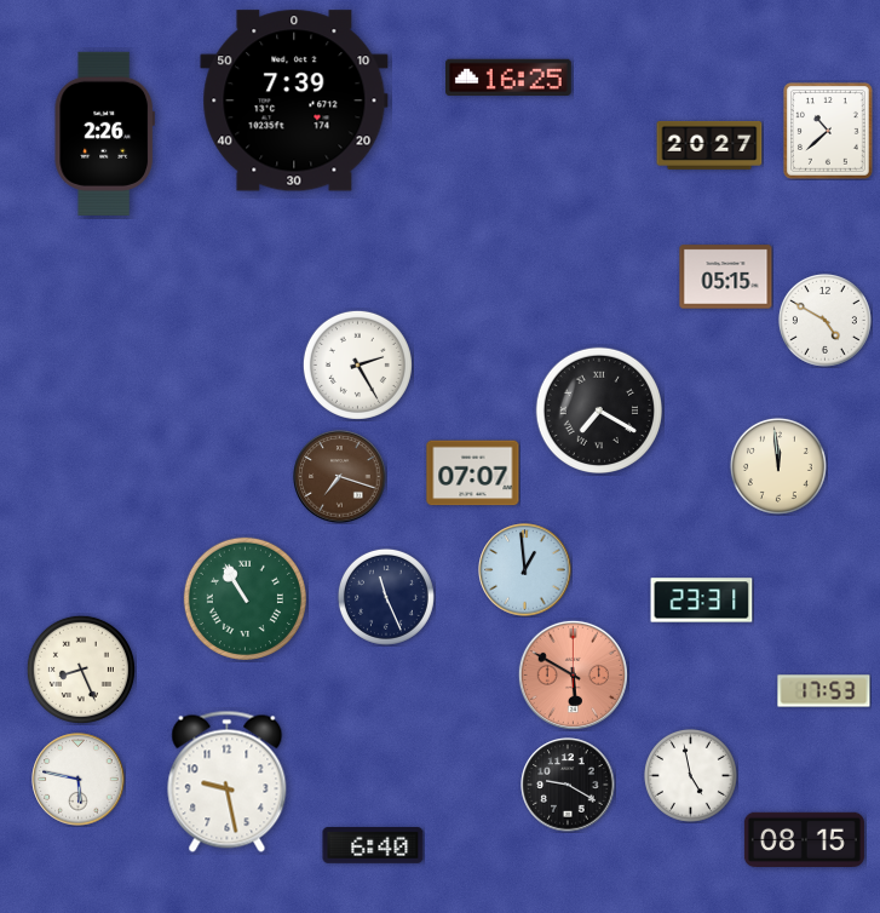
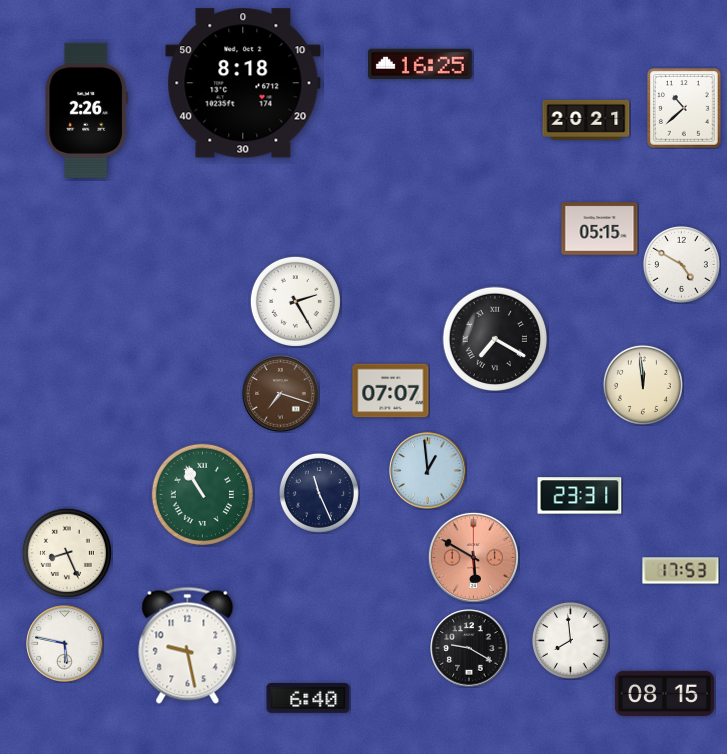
clock at (294, 101): 7:39 -> 8:18
clock at (709, 145): 20:27 -> 20:21
clock at (525, 570) position: (525, 570) -> (428, 471)
clock at (690, 775): 4:58 -> 7:59
